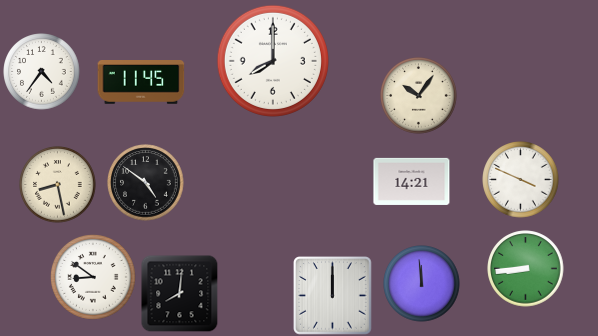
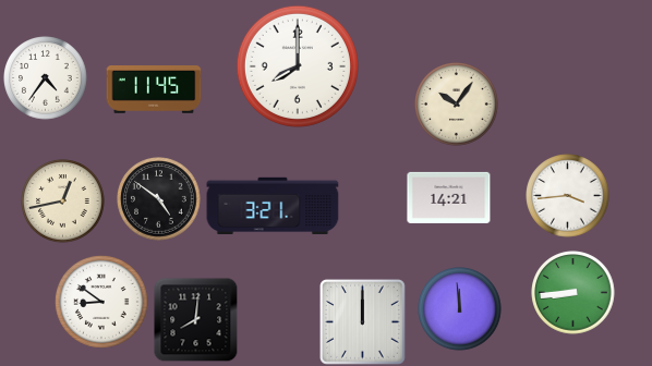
clock at (521, 180): 3:49 -> 3:44
clock at (58, 185): 8:28 -> 12:43
clock at (273, 206): none -> 3:21
